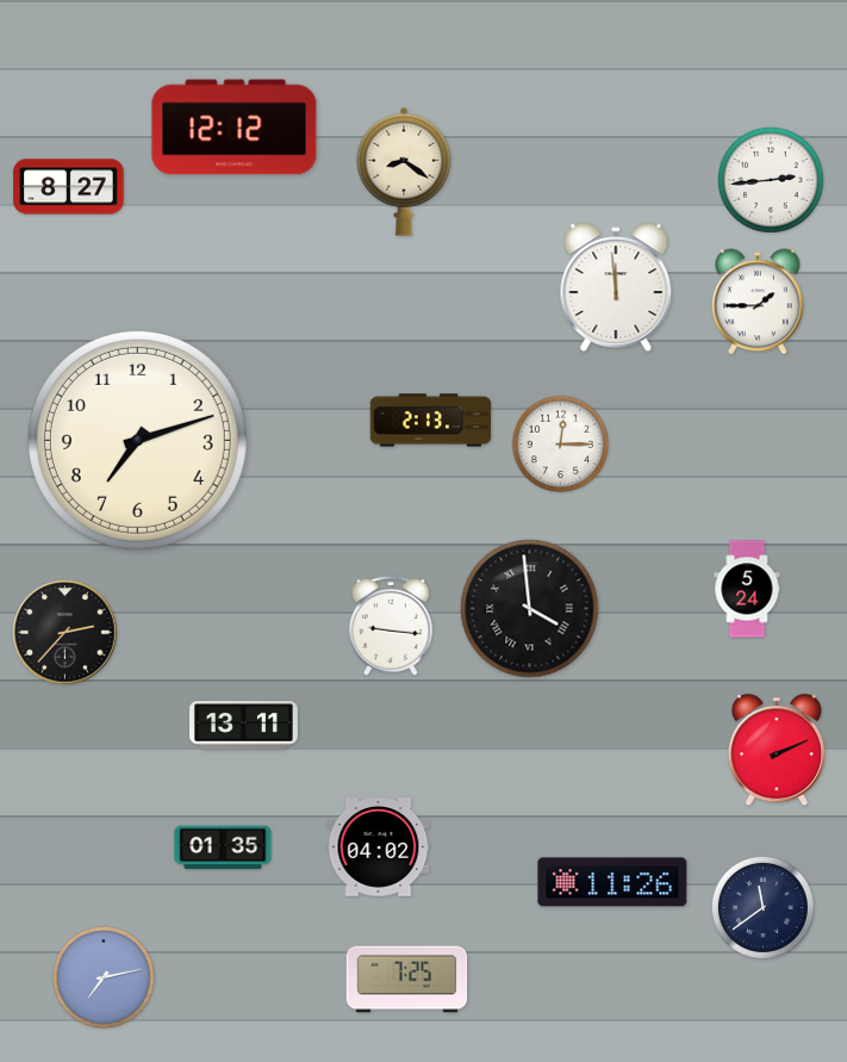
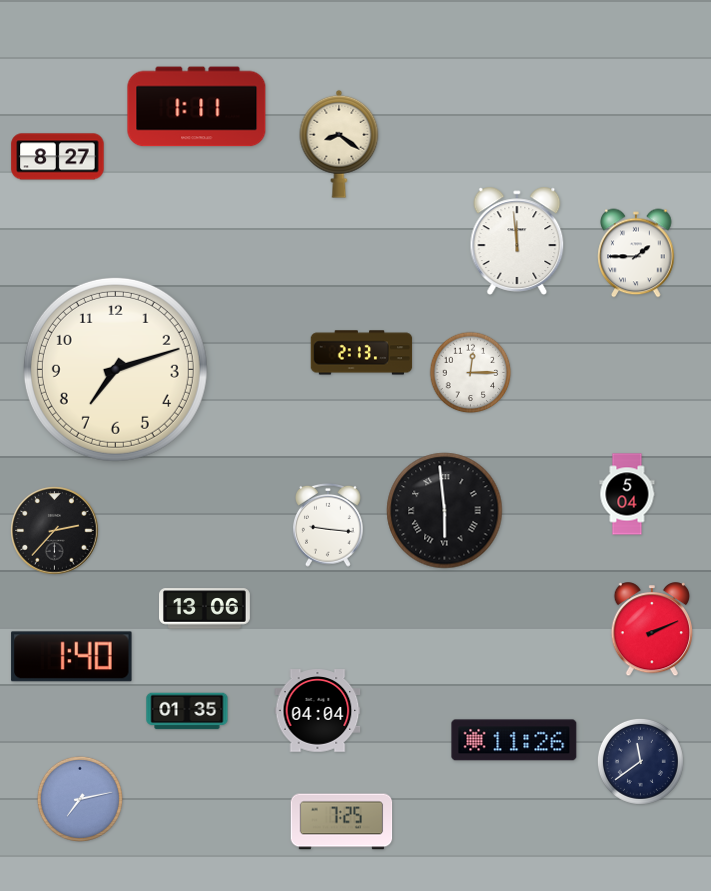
clock at (235, 128): 12:12 -> 1:11
clock at (771, 180): 2:44 -> none
clock at (747, 589): 5:24 -> 5:04
clock at (530, 609): 3:59 -> 5:59
clock at (244, 726): 13:11 -> 13:06
clock at (72, 657): none -> 1:40
clock at (379, 847): 04:02 -> 04:04
clock at (104, 977) position: (104, 977) -> (80, 799)
